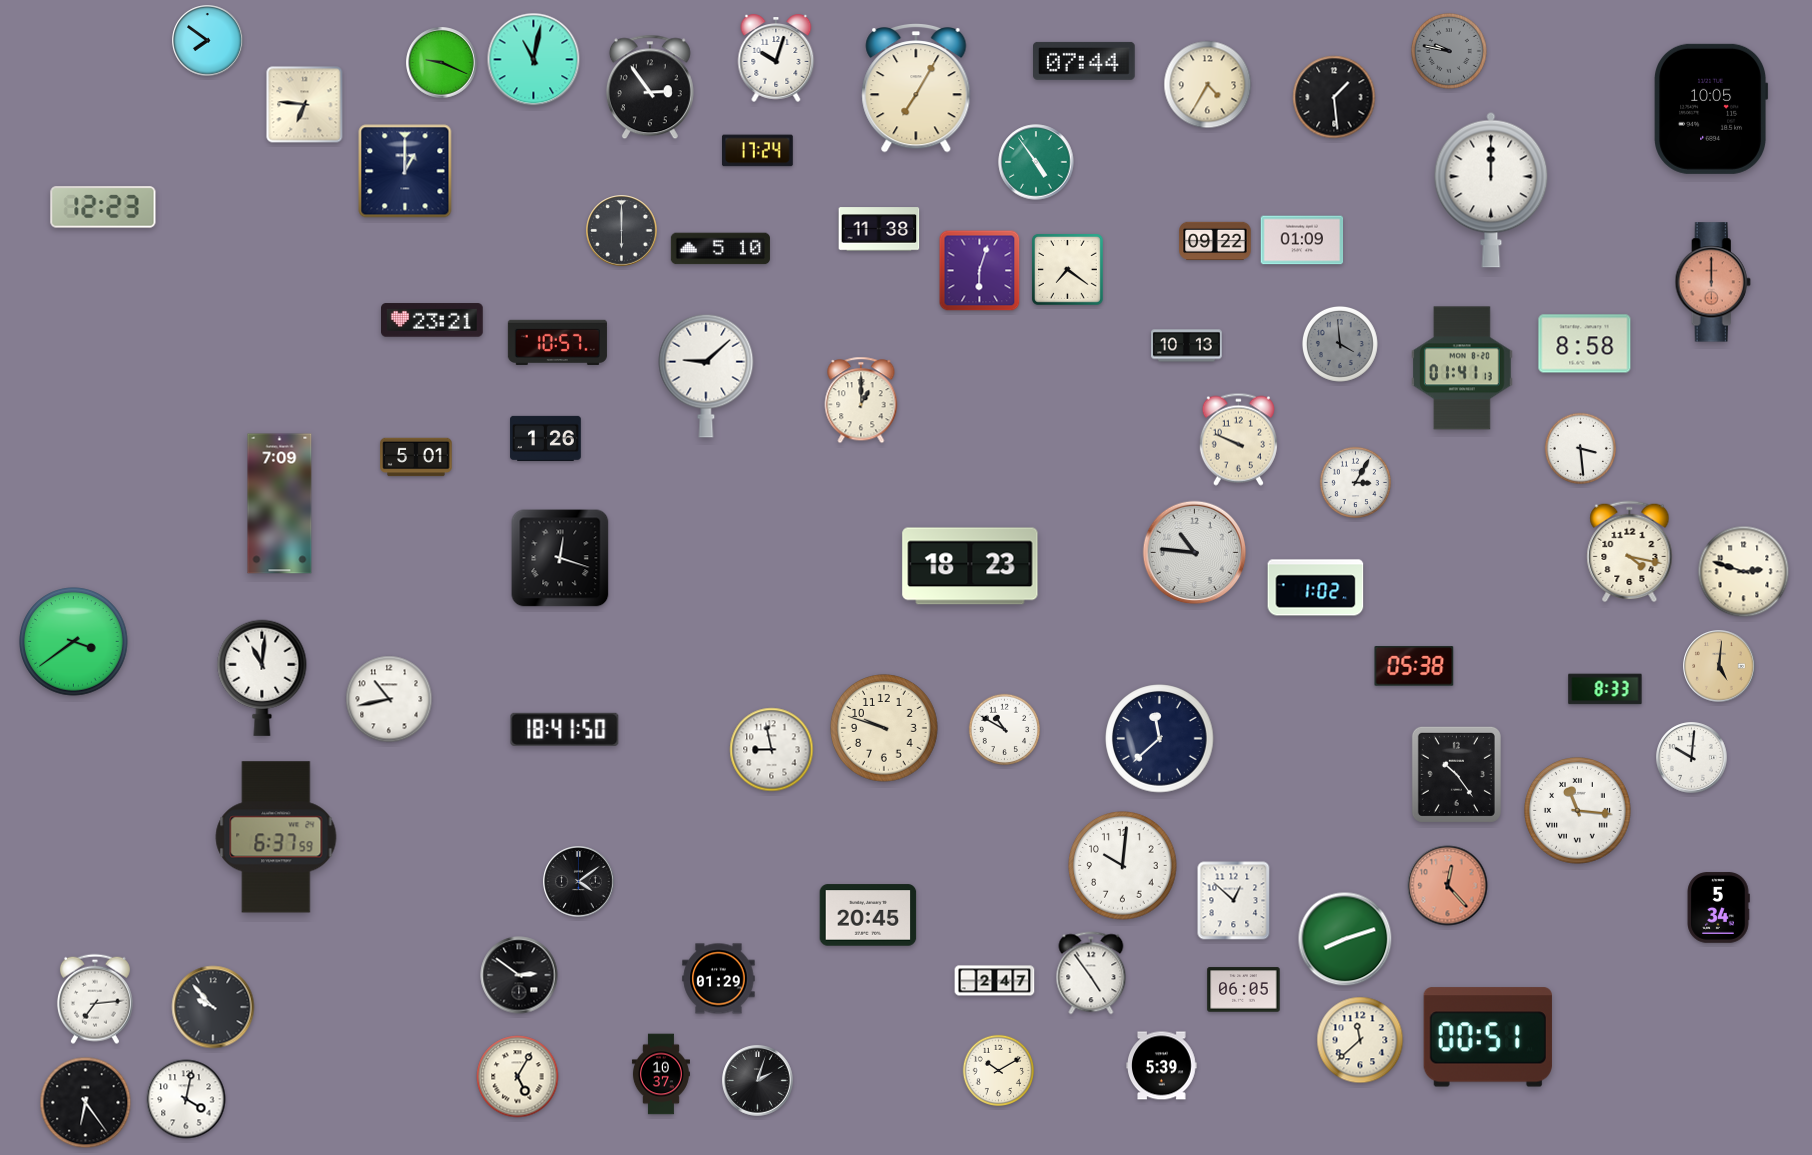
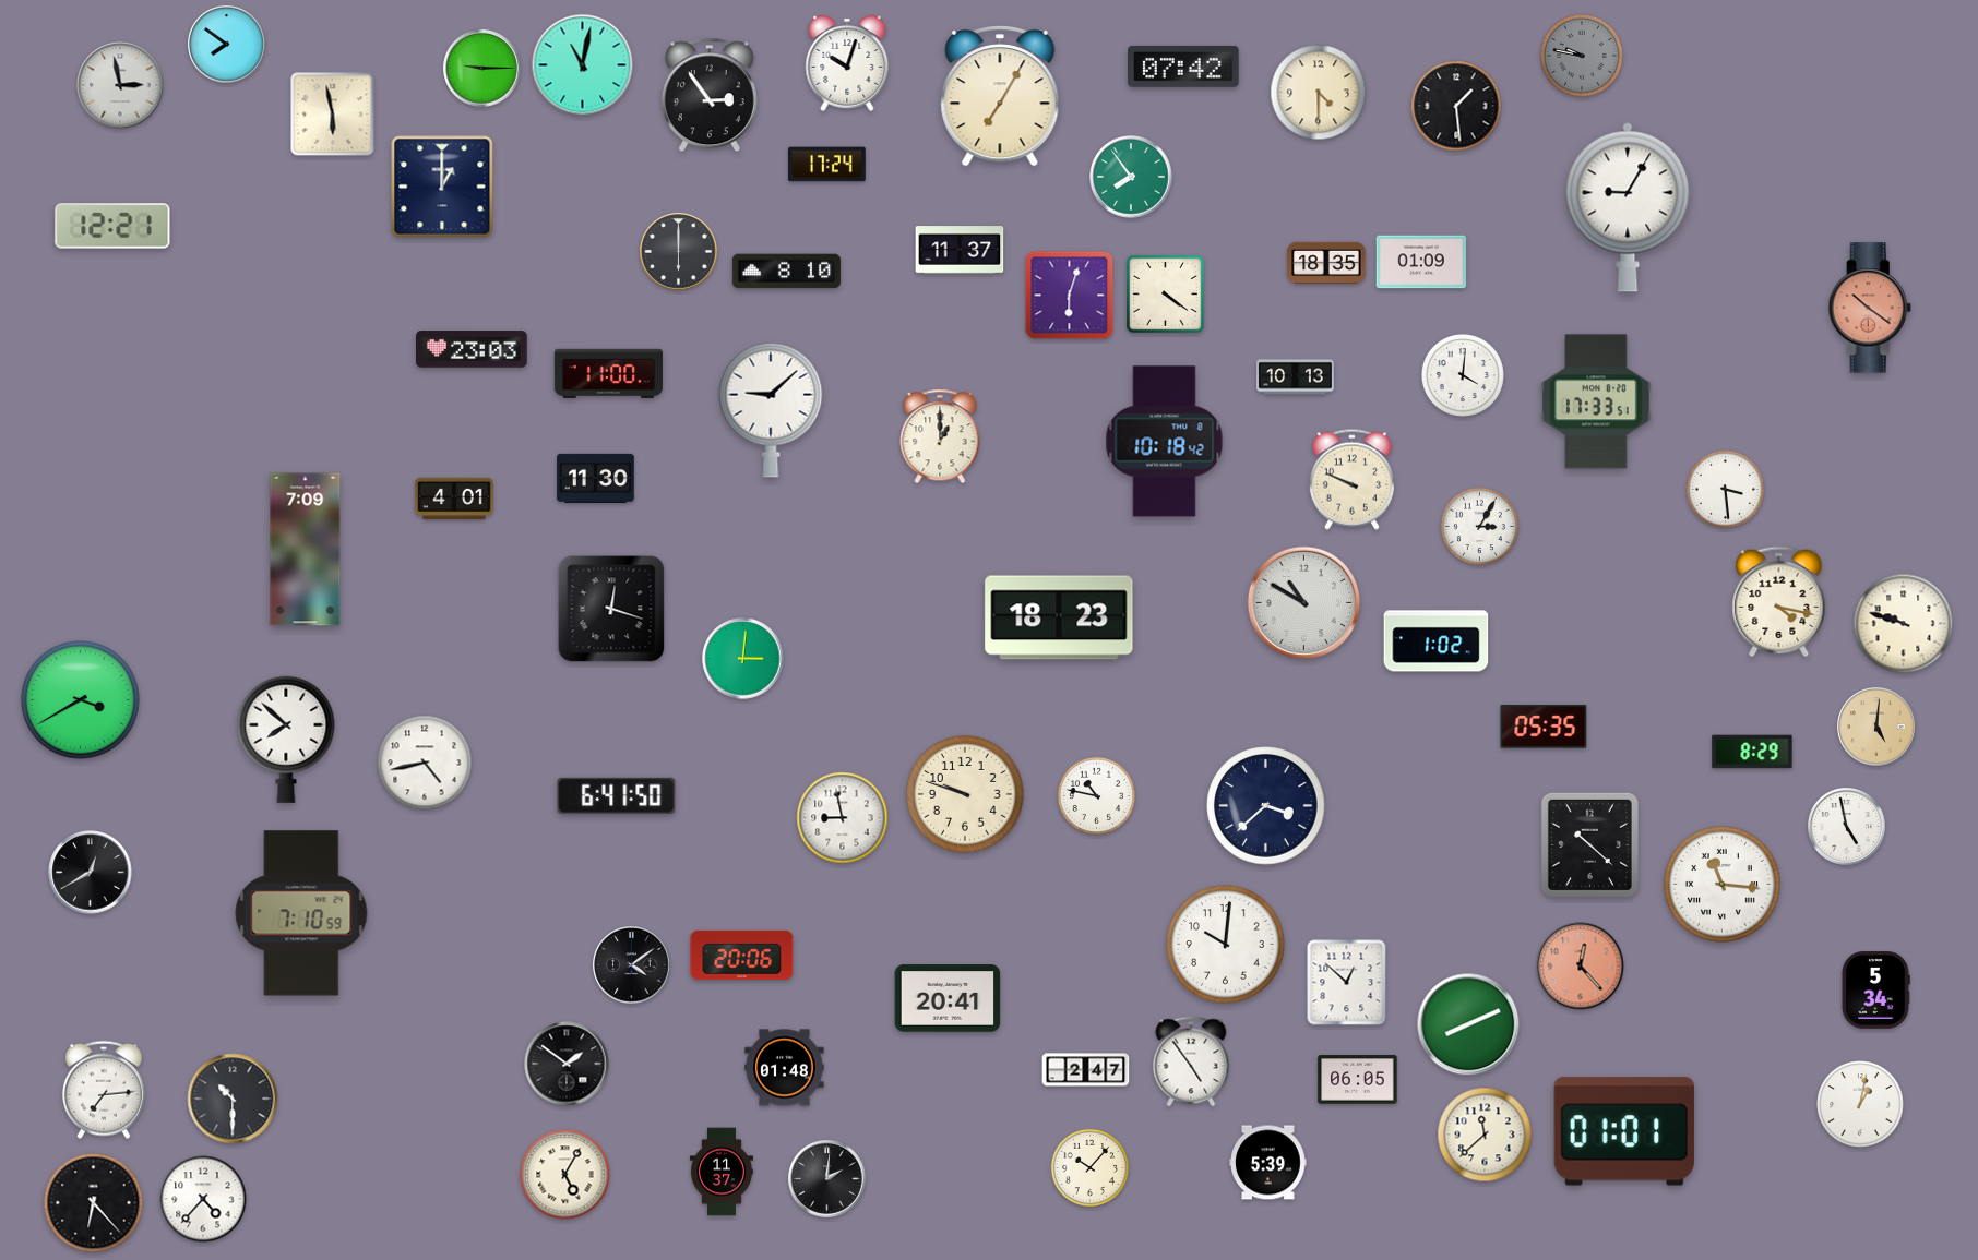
clock at (1085, 61): 07:44 -> 07:42
clock at (442, 63): 9:19 -> 9:15
clock at (120, 85): none -> 2:58
clock at (1208, 85): 4:35 -> 4:30
clock at (305, 105): 6:46 -> 5:58
clock at (1711, 109): 10:05 -> none
clock at (1036, 162): 4:54 -> 7:54
clock at (1491, 190): 12:00 -> 9:05
clock at (103, 207): 12:23 -> 12:21
clock at (879, 229): 11:38 -> 11:37
clock at (1215, 241): 09:22 -> 18:35
clock at (720, 249): 5:10 -> 8:10
clock at (1067, 269): 7:21 -> 4:21
clock at (1713, 282): 12:00 -> 10:21
clock at (433, 320): 23:21 -> 23:03
clock at (557, 342): 10:57 -> 11:00
clock at (1340, 344): 3:59 -> 4:01
clock at (1340, 344) dial: grey -> white
clock at (1585, 344): 8:58 -> none
clock at (1463, 368): 01:41 -> 17:33
clock at (1165, 442): none -> 10:18
clock at (546, 438): 1:26 -> 11:30
clock at (416, 457): 5:01 -> 4:01
clock at (1195, 553): 10:46 -> 10:50
clock at (1744, 572): 2:48 -> 9:48
clock at (743, 659): none -> 3:01
clock at (74, 642): 3:39 -> 3:40
clock at (1414, 666): 05:38 -> 05:35
clock at (262, 678): 11:01 -> 7:52
clock at (1605, 689): 8:33 -> 8:29
clock at (389, 699): 10:43 -> 4:43
clock at (565, 729): 18:41 -> 6:41
clock at (1004, 729): 10:50 -> 10:47
clock at (1160, 739): 11:38 -> 3:38
clock at (1692, 758): 10:01 -> 4:58
clock at (1456, 774): 10:24 -> 10:22
clock at (91, 873): none -> 12:40
clock at (276, 837): 6:37 -> 7:10
clock at (742, 955): none -> 20:06
clock at (579, 882) position: (579, 882) -> (632, 965)
clock at (868, 915): 20:45 -> 20:41
clock at (1345, 939): 8:12 -> 8:11
clock at (519, 975): 2:51 -> 1:51
clock at (719, 979): 01:29 -> 01:48
clock at (213, 1007): 9:53 -> 10:30
clock at (1860, 1104): none -> 1:02
clock at (1488, 1037): 00:51 -> 01:01
clock at (998, 1070): 10:10 -> 10:07
clock at (661, 1074): 10:37 -> 11:37
clock at (758, 1081): 2:03 -> 2:01
clock at (186, 1099): 4:02 -> 4:37
clock at (86, 1103): 6:24 -> 6:23
